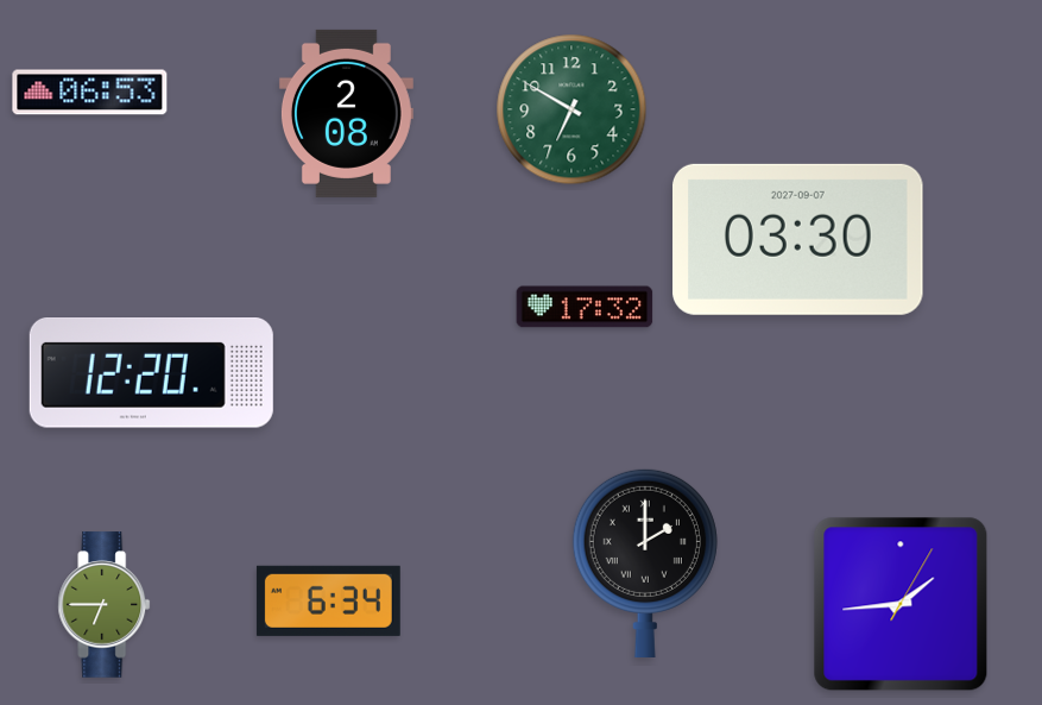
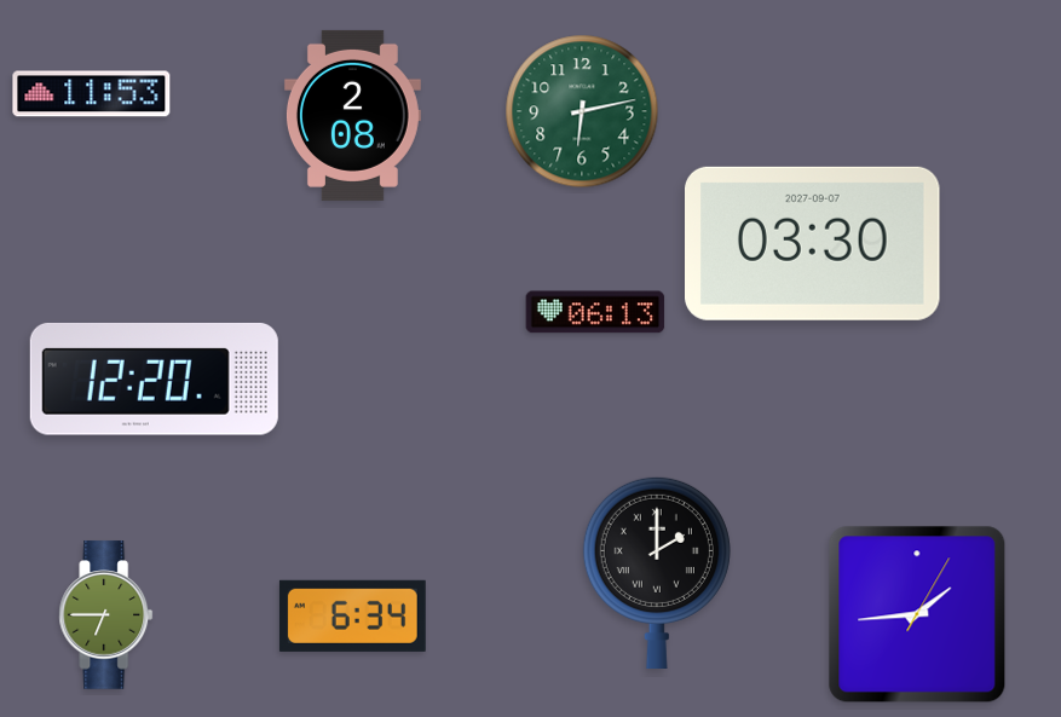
clock at (90, 93): 06:53 -> 11:53
clock at (571, 109): 6:50 -> 6:13
clock at (585, 307): 17:32 -> 06:13
clock at (328, 600) position: (328, 600) -> (352, 615)
